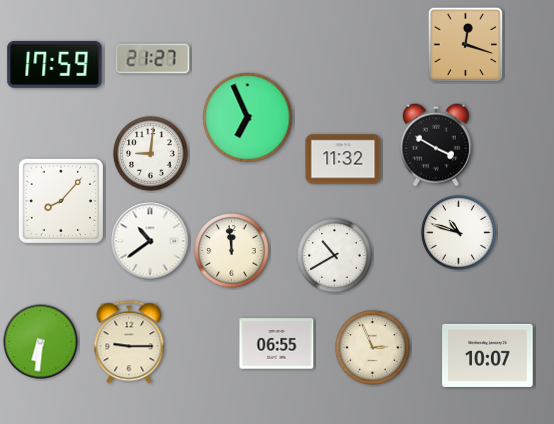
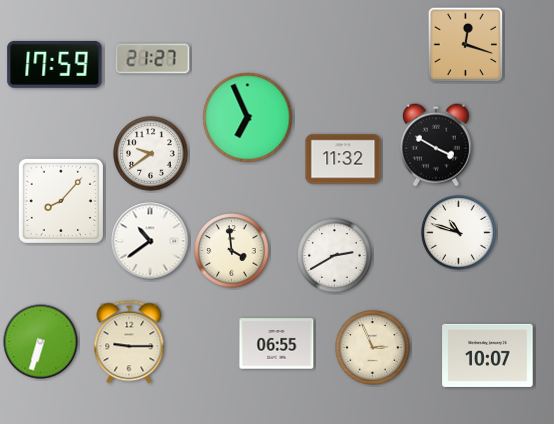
clock at (151, 154): 9:01 -> 9:39
clock at (232, 251): 11:59 -> 3:59
clock at (335, 256): 10:40 -> 2:40
clock at (41, 342): 6:31 -> 6:33
